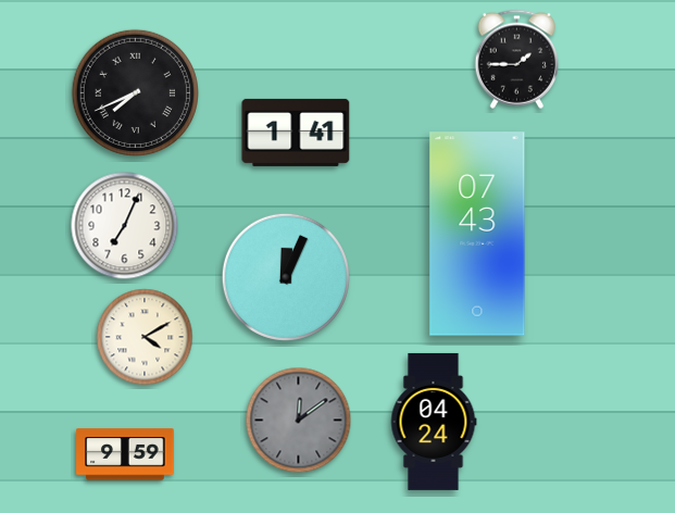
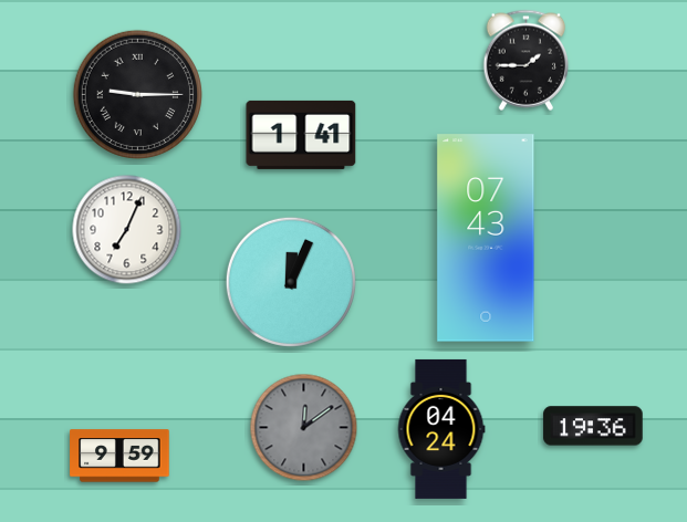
clock at (135, 92): 7:41 -> 9:15
clock at (145, 337): 4:10 -> none
clock at (593, 426): none -> 19:36
clock at (125, 454) position: (125, 454) -> (119, 456)
